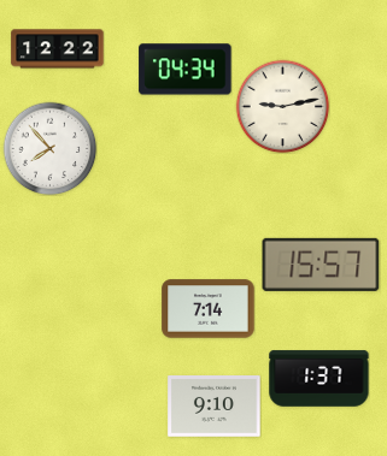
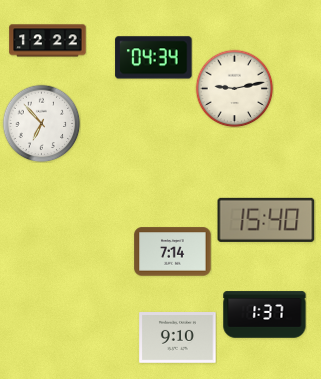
clock at (49, 148): 7:53 -> 6:53
clock at (321, 265): 15:57 -> 15:40
clock at (209, 309) position: (209, 309) -> (173, 252)
